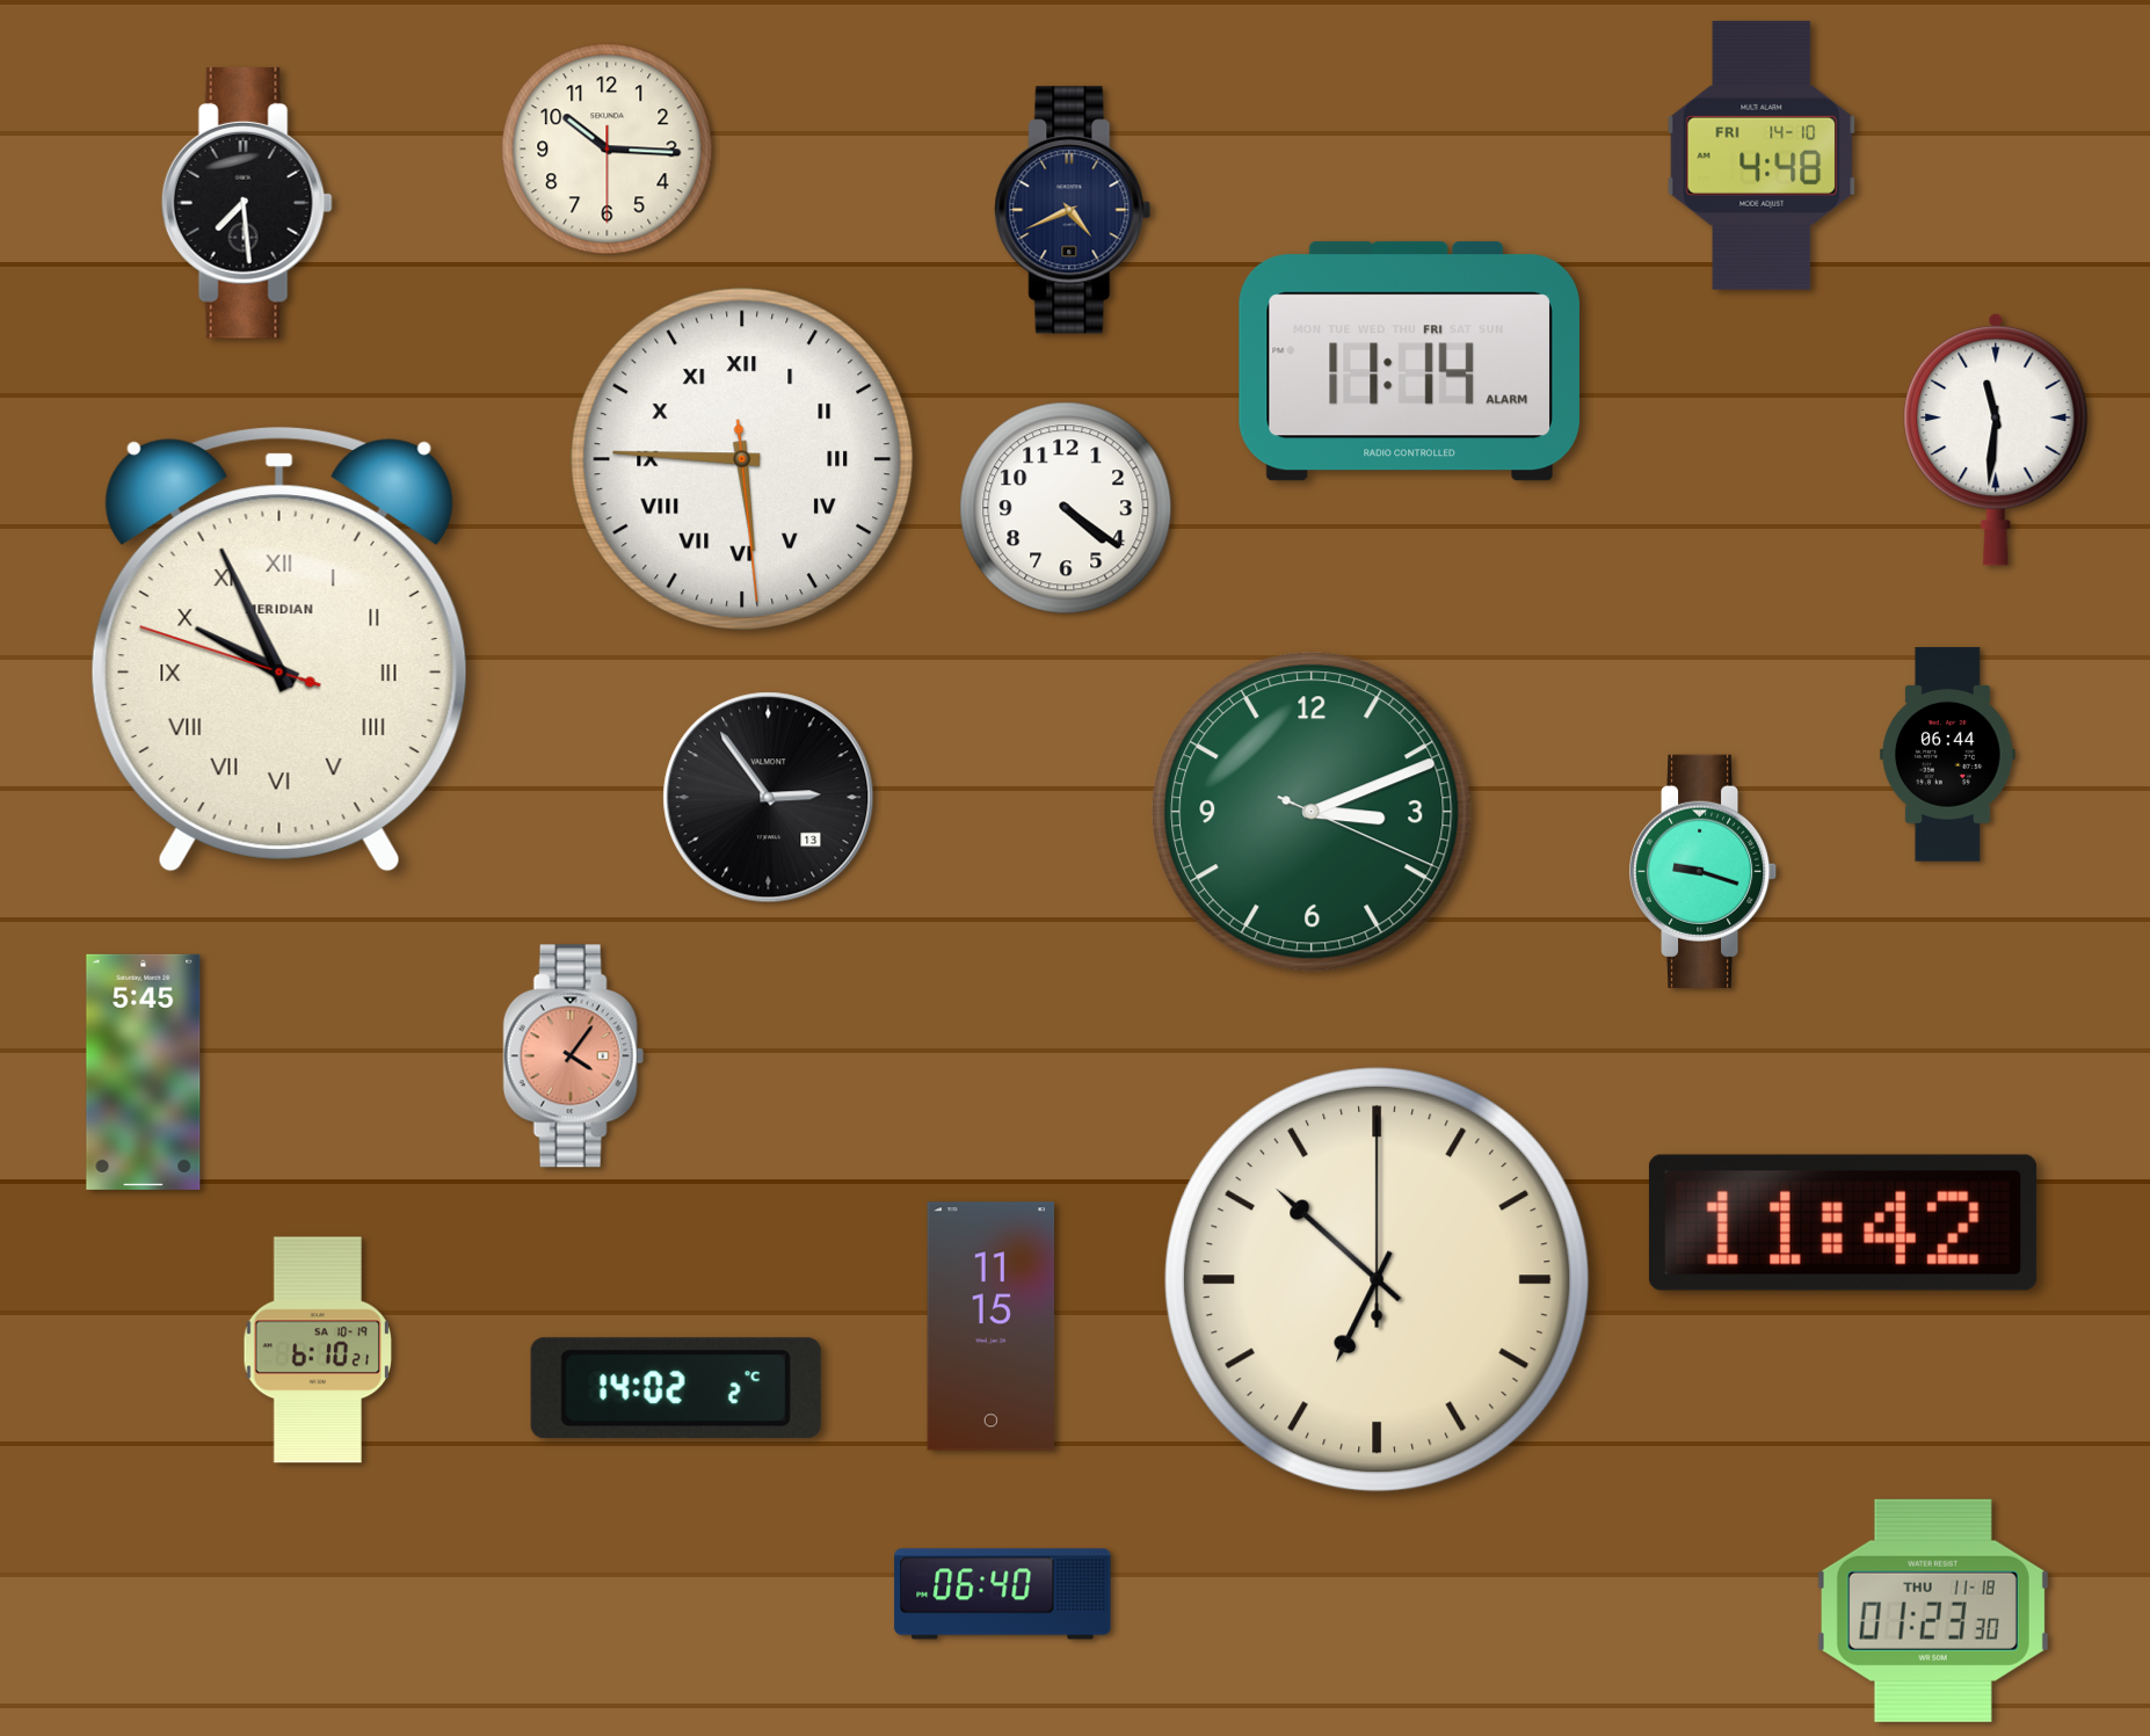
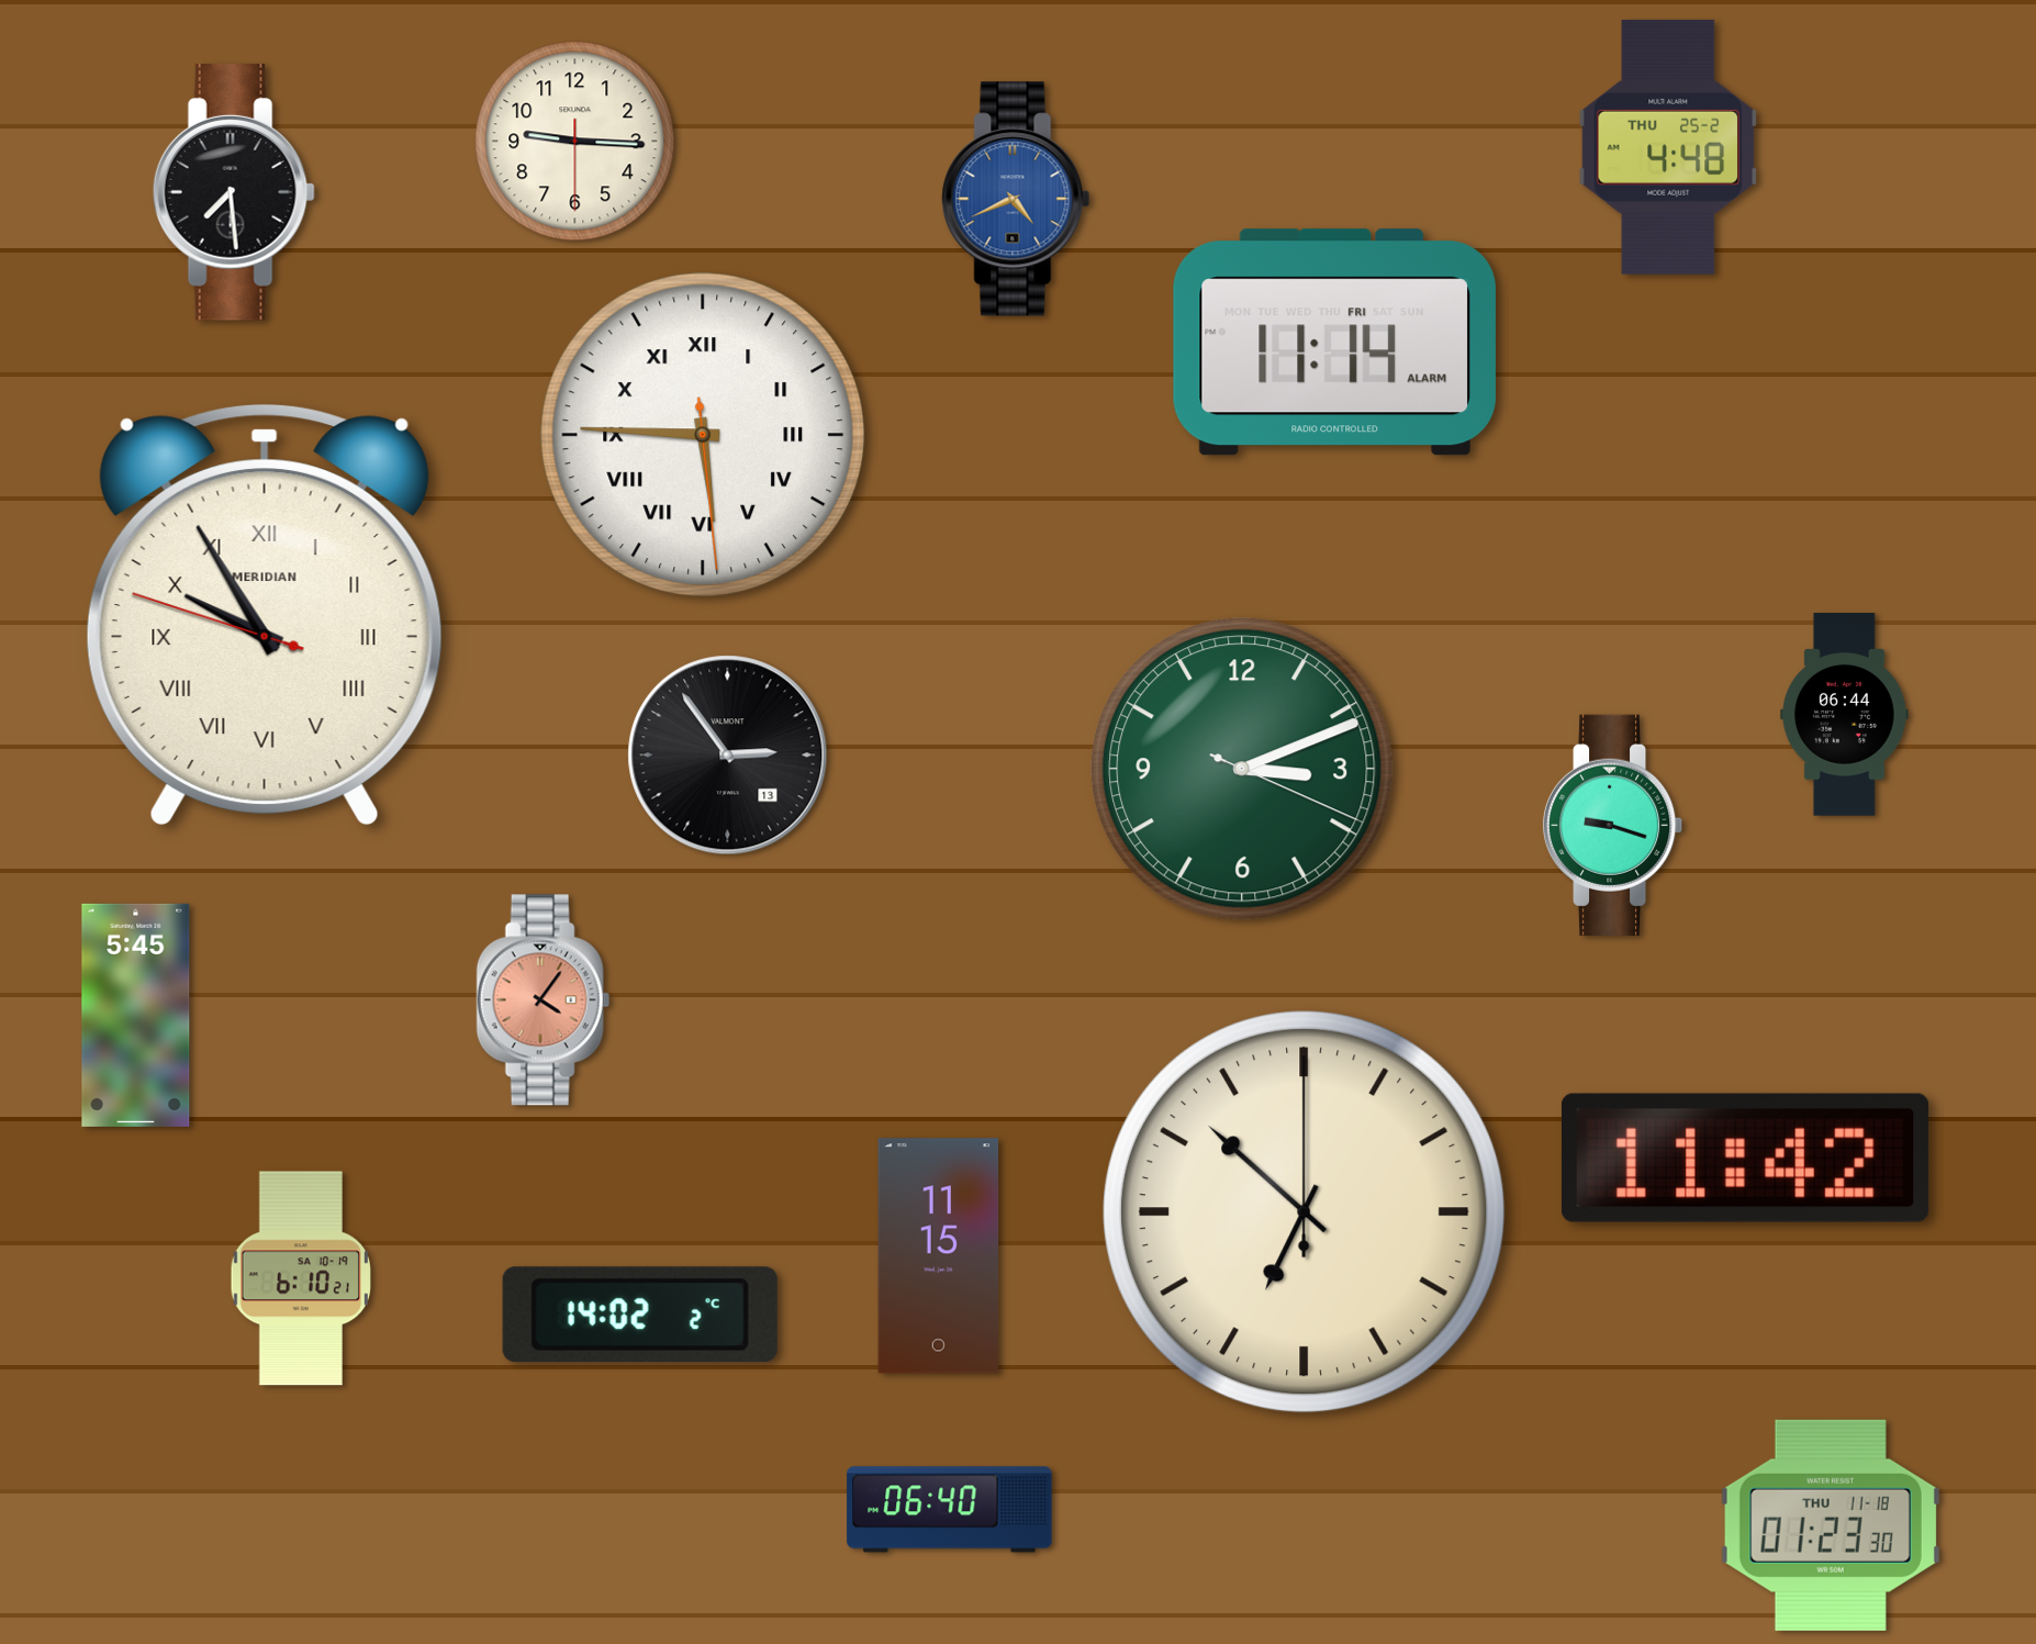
clock at (608, 150): 10:15 -> 9:15
clock at (1762, 155) date: FRI 14-10 -> THU 25-2
clock at (1073, 210) dial: navy -> blue
clock at (1996, 440): 11:31 -> none
clock at (1066, 508): 4:21 -> none
clock at (279, 649): 9:55 -> 9:54
